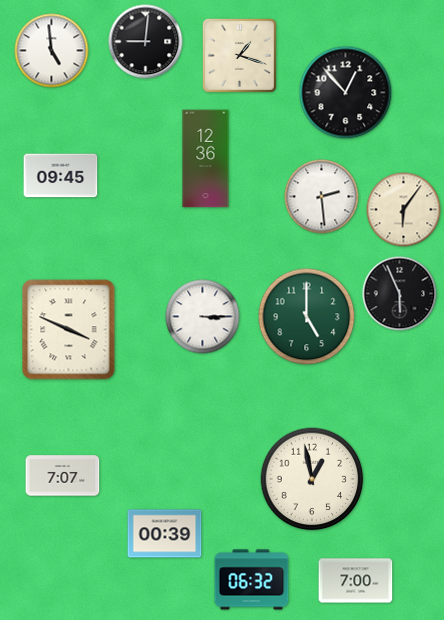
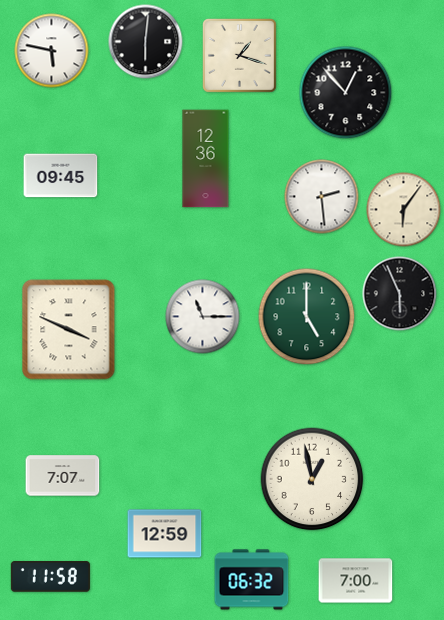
clock at (146, 42): 9:01 -> 6:01
clock at (52, 51): 4:59 -> 5:47
clock at (203, 317): 3:15 -> 11:15
clock at (165, 534): 00:39 -> 12:59
clock at (50, 577): none -> 11:58
